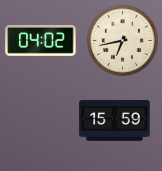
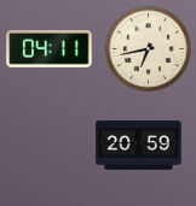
clock at (41, 40): 04:02 -> 04:11
clock at (115, 121): 15:59 -> 20:59
